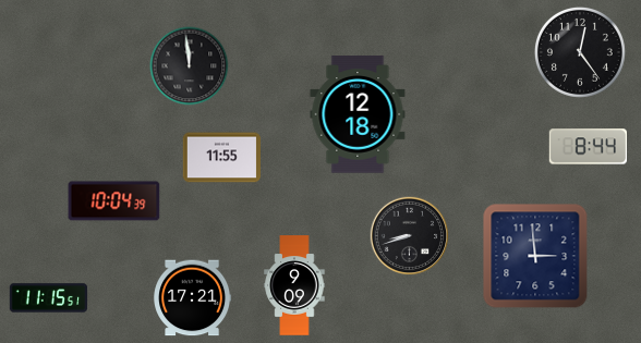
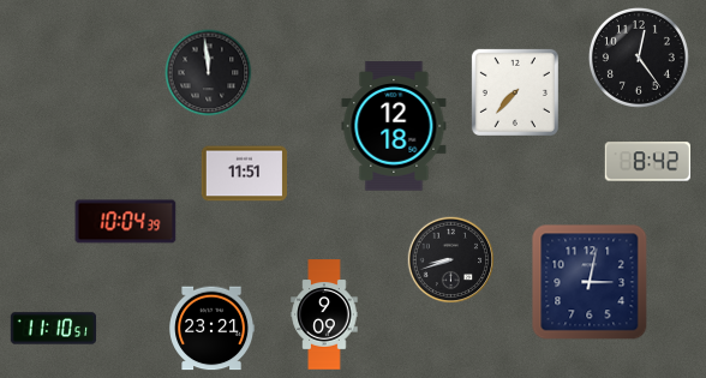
clock at (515, 92): none -> 7:37
clock at (588, 147): 8:44 -> 8:42
clock at (221, 158): 11:55 -> 11:51
clock at (535, 256): 2:59 -> 3:02
clock at (49, 298): 11:15 -> 11:10
clock at (192, 298): 17:21 -> 23:21
